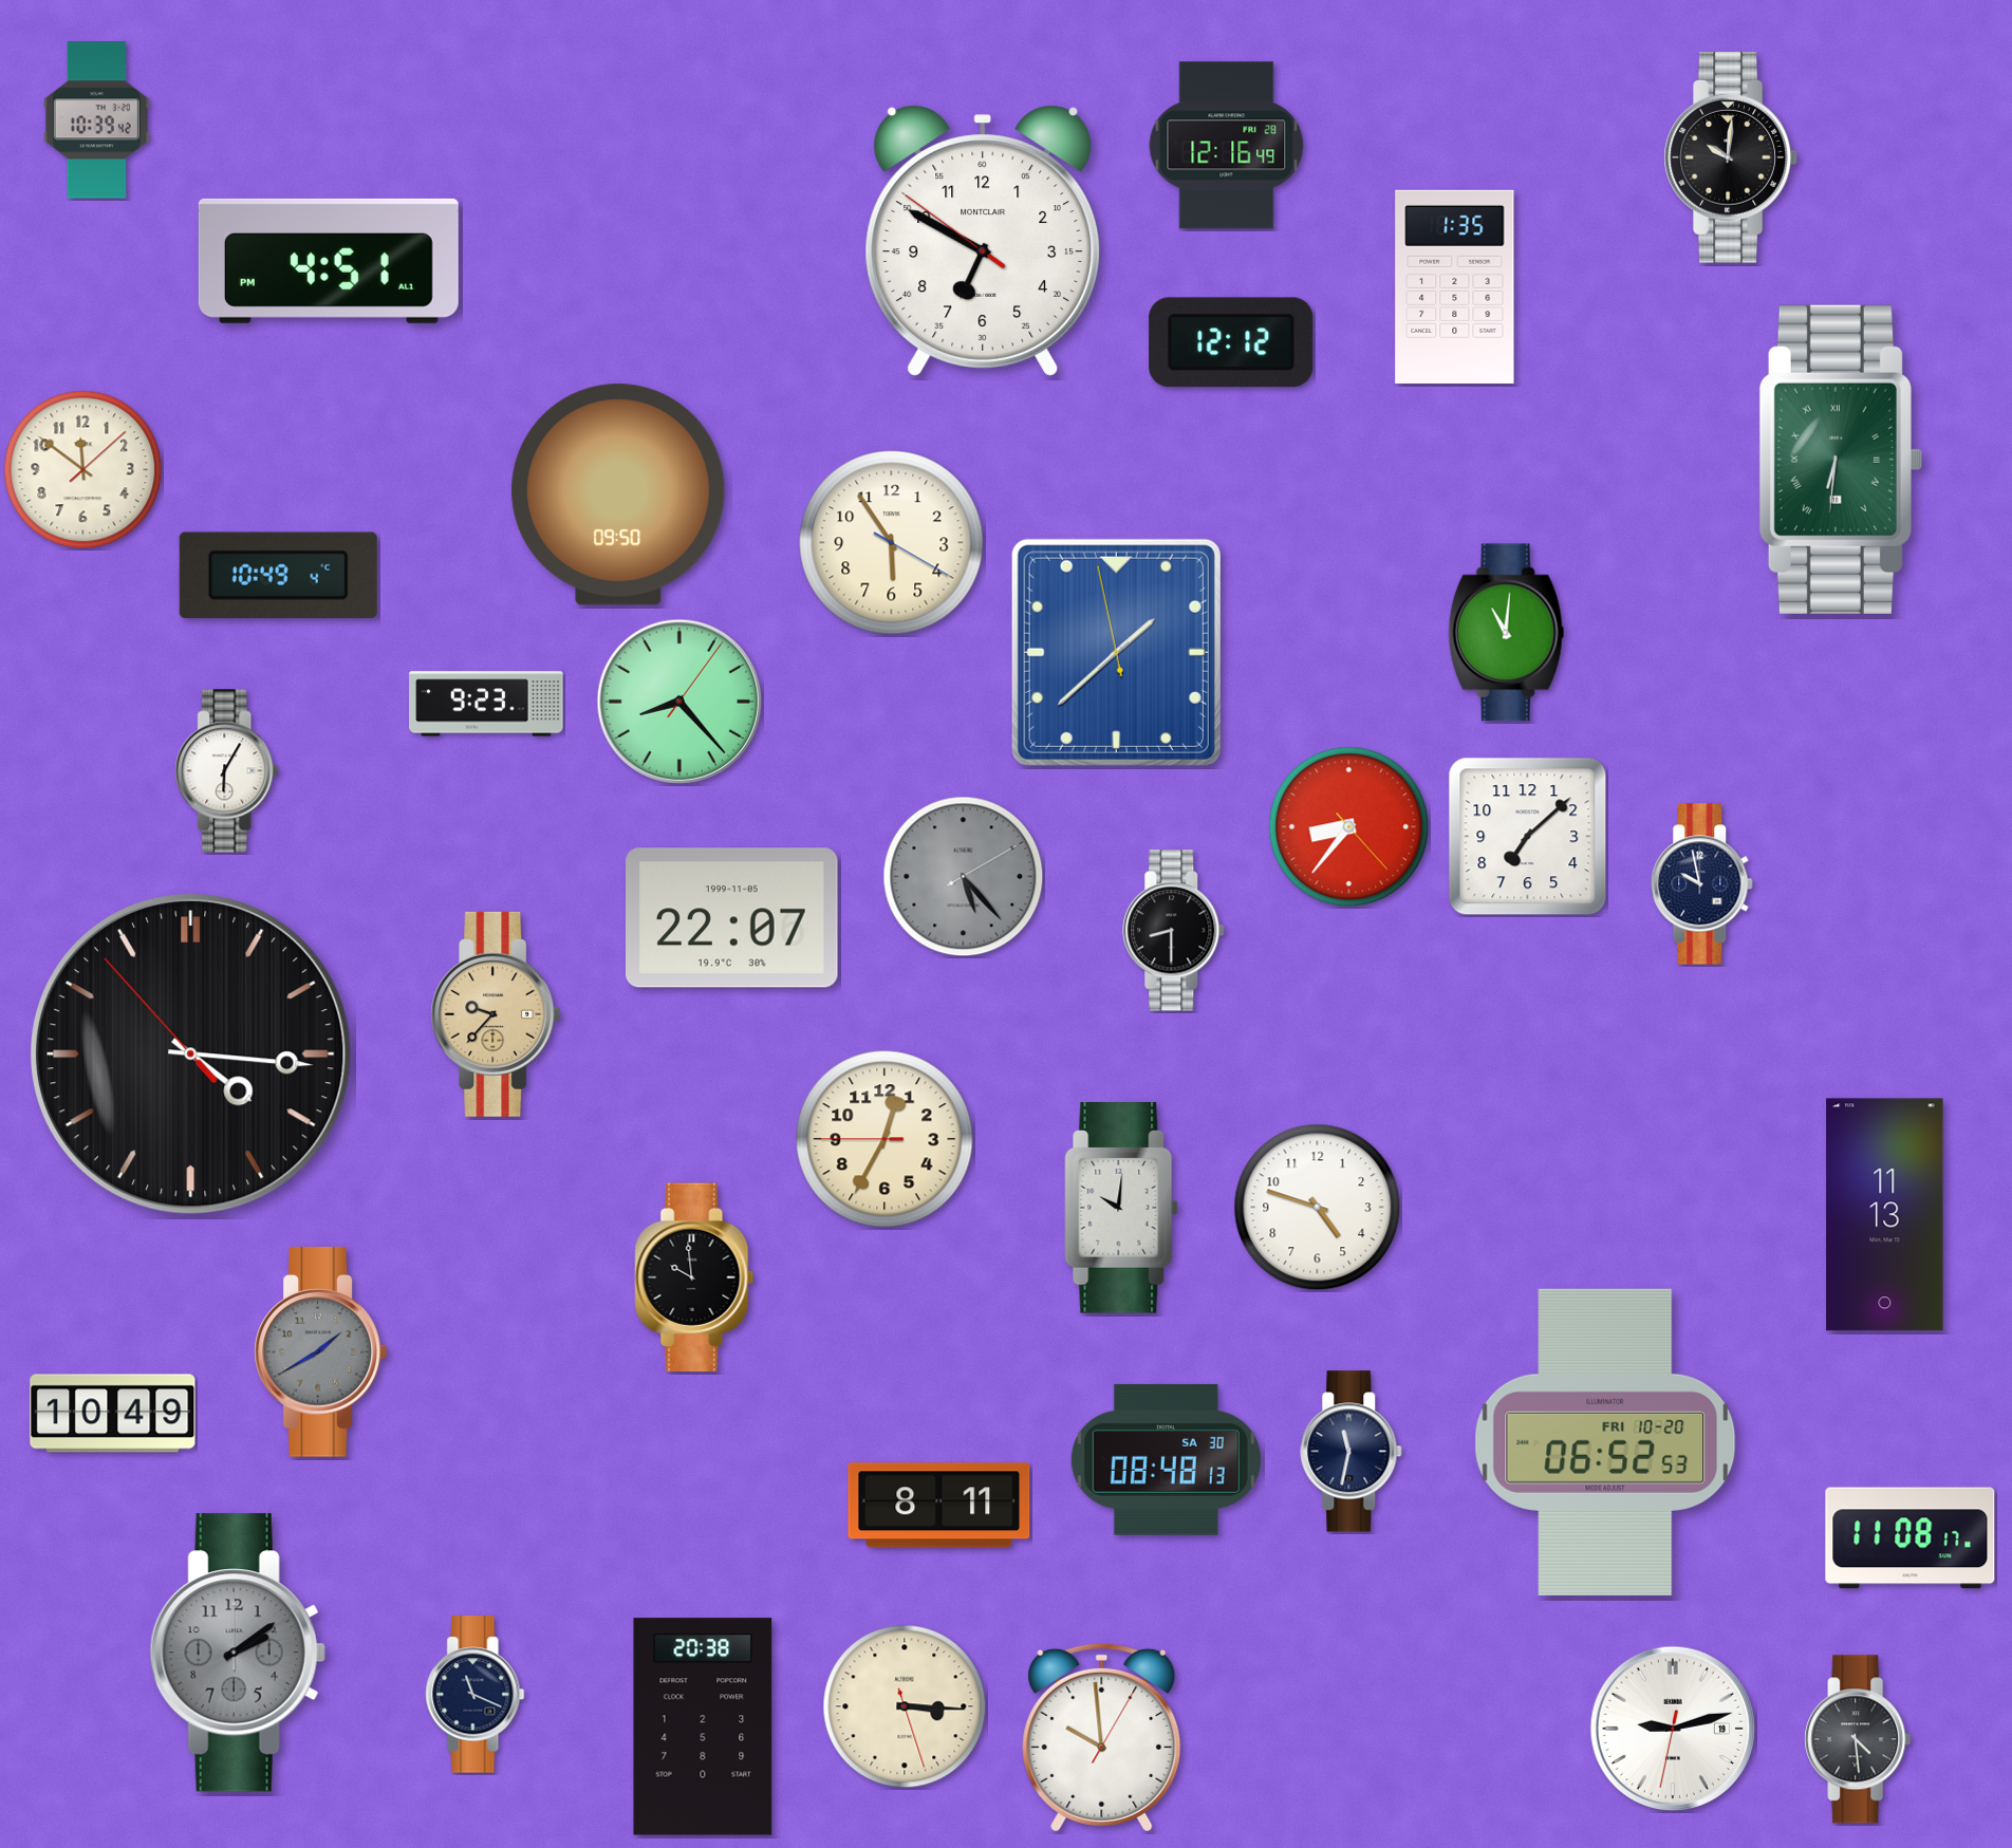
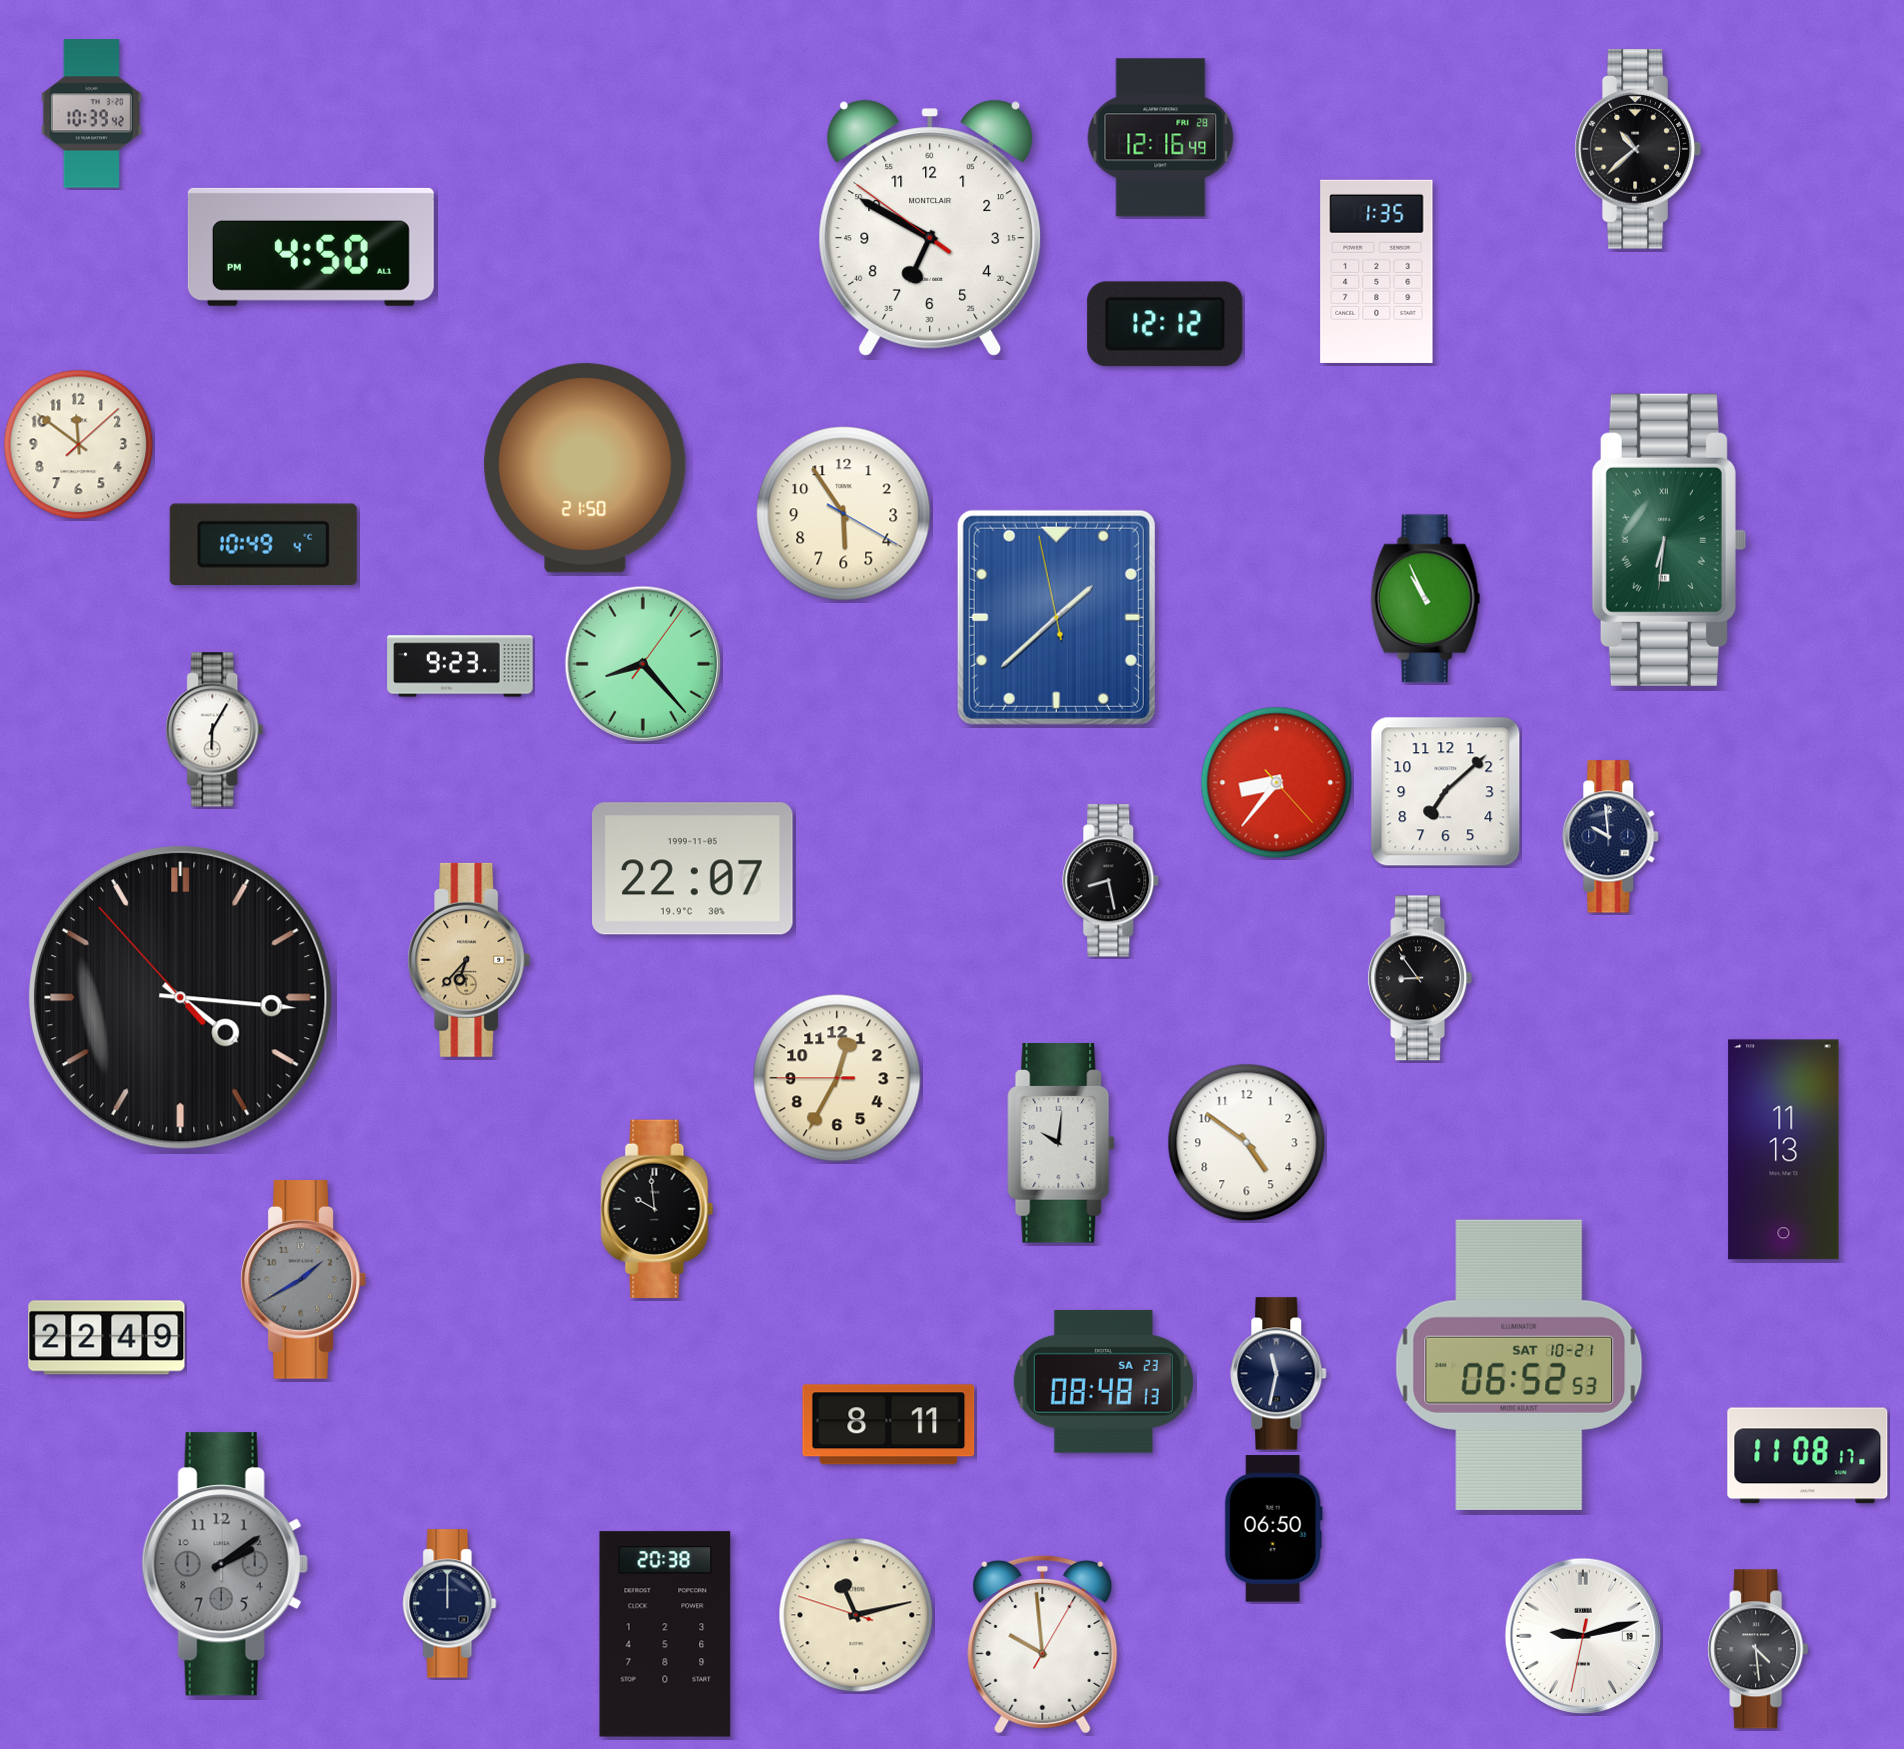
clock at (1731, 158): 10:01 -> 10:38
clock at (329, 261): 4:51 -> 4:50
clock at (1841, 460) position: (1841, 460) -> (1669, 540)
clock at (618, 494): 09:50 -> 21:50
clock at (1507, 633): 11:01 -> 10:56
clock at (964, 877): 5:23 -> none
clock at (1702, 884): 9:58 -> 9:59
clock at (1174, 931): 8:30 -> 8:28
clock at (496, 1014): 9:37 -> 6:37
clock at (1420, 978): none -> 8:54
clock at (1318, 1208): 4:48 -> 4:51
clock at (113, 1414): 10:49 -> 22:49
clock at (1605, 1442) date: FRI 10-20 -> SAT 10-21
clock at (1166, 1459) date: SA 30 -> SA 23
clock at (1273, 1529): none -> 06:50
clock at (476, 1695): 11:19 -> 12:00
clock at (905, 1706): 3:15 -> 11:12
clock at (1858, 1739) position: (1858, 1739) -> (1758, 1649)
